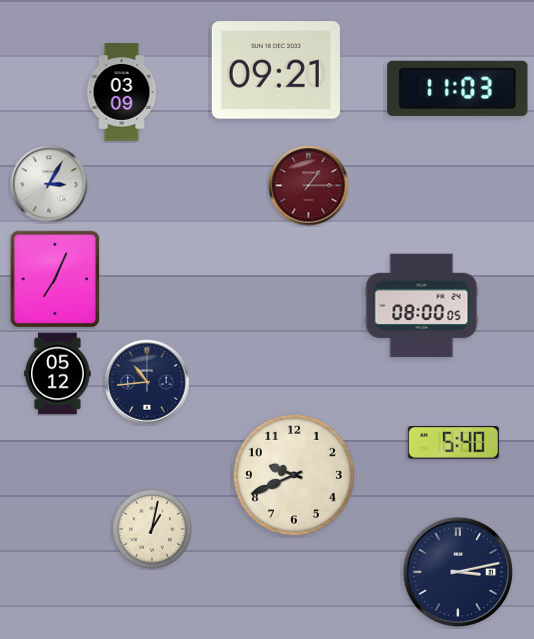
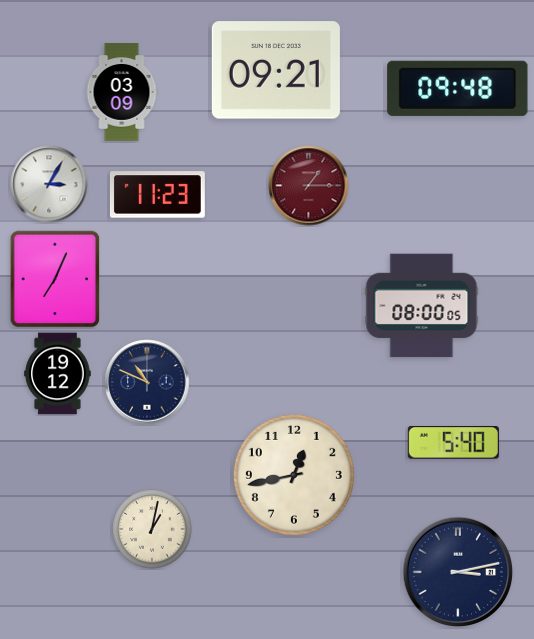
clock at (458, 88): 11:03 -> 09:48
clock at (157, 195): none -> 11:23
clock at (58, 374): 05:12 -> 19:12
clock at (147, 382): 10:44 -> 10:49
clock at (294, 475): 9:41 -> 12:43
